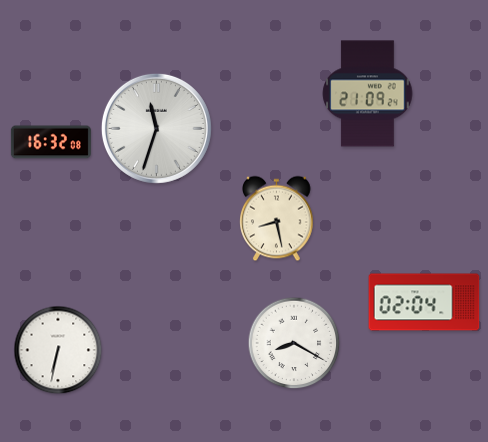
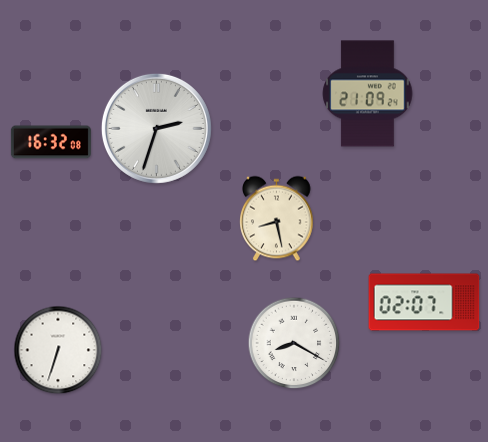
clock at (156, 128): 11:33 -> 2:33
clock at (424, 302): 02:04 -> 02:07
clock at (58, 350): 6:32 -> 6:33
